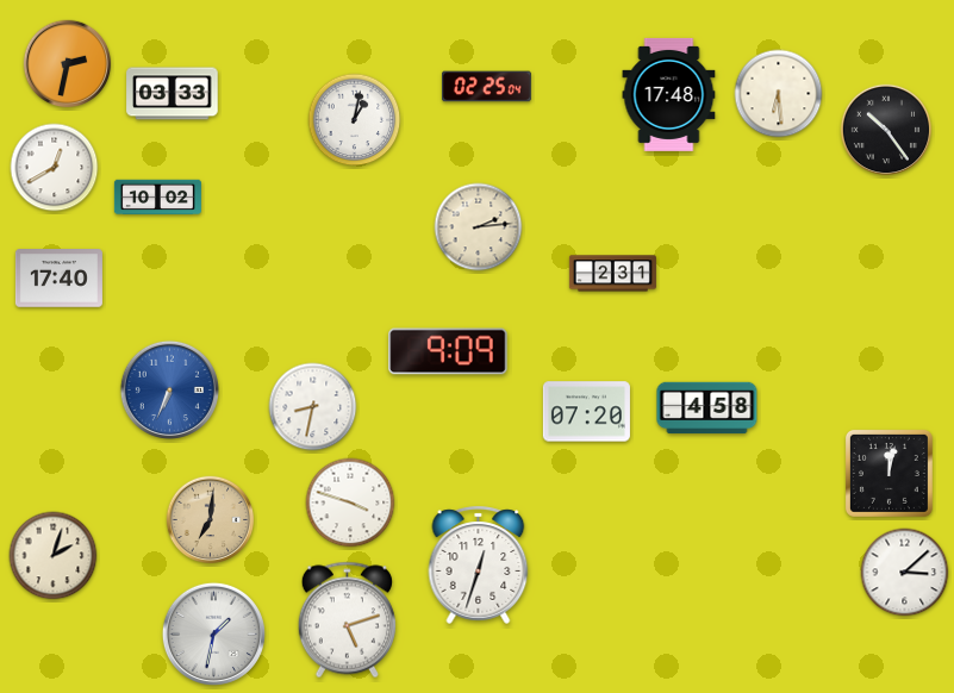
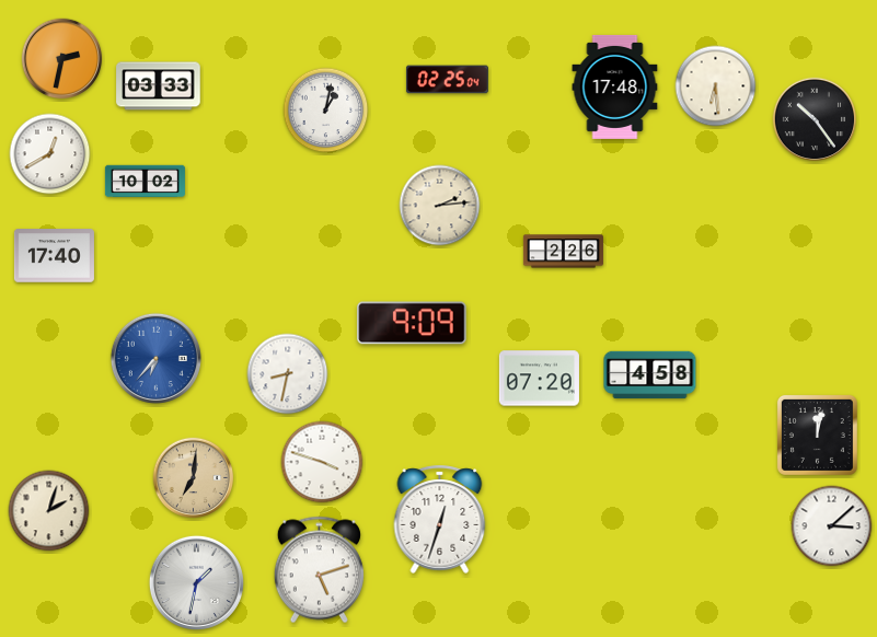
clock at (479, 227) position: (479, 227) -> (440, 206)
clock at (612, 274): 2:31 -> 2:26
clock at (169, 389): 6:34 -> 6:37
